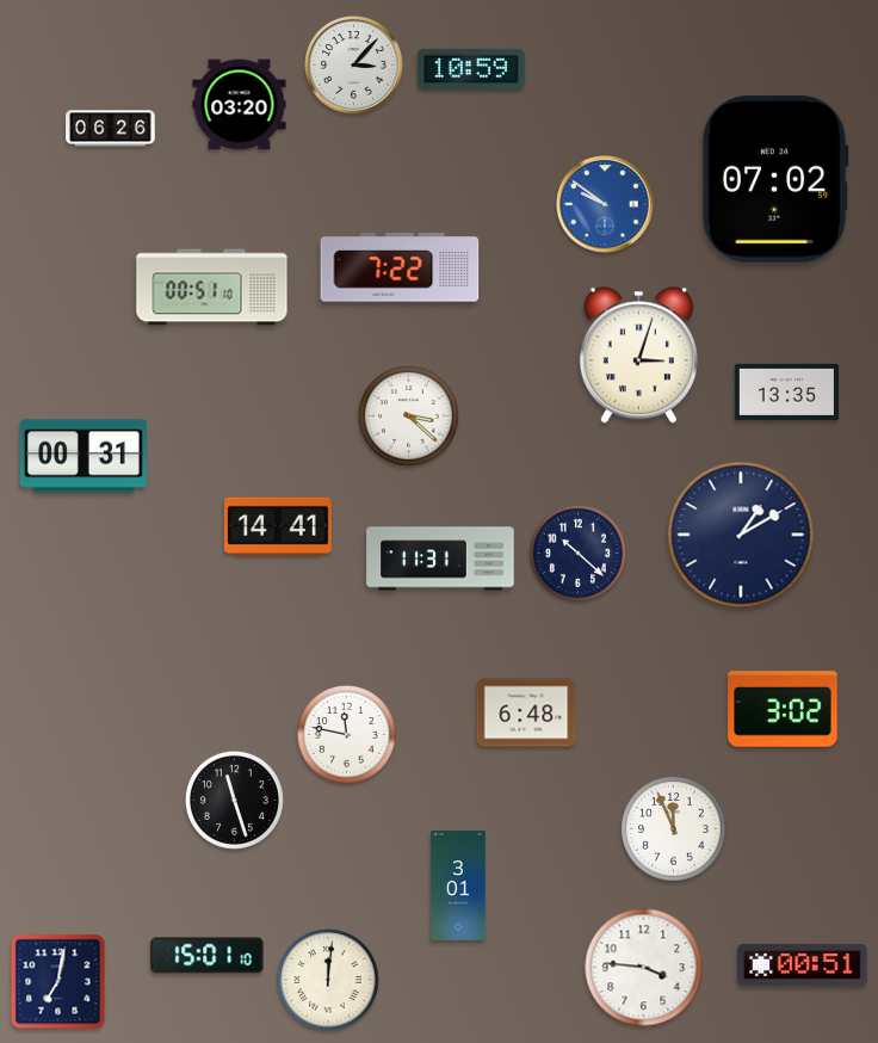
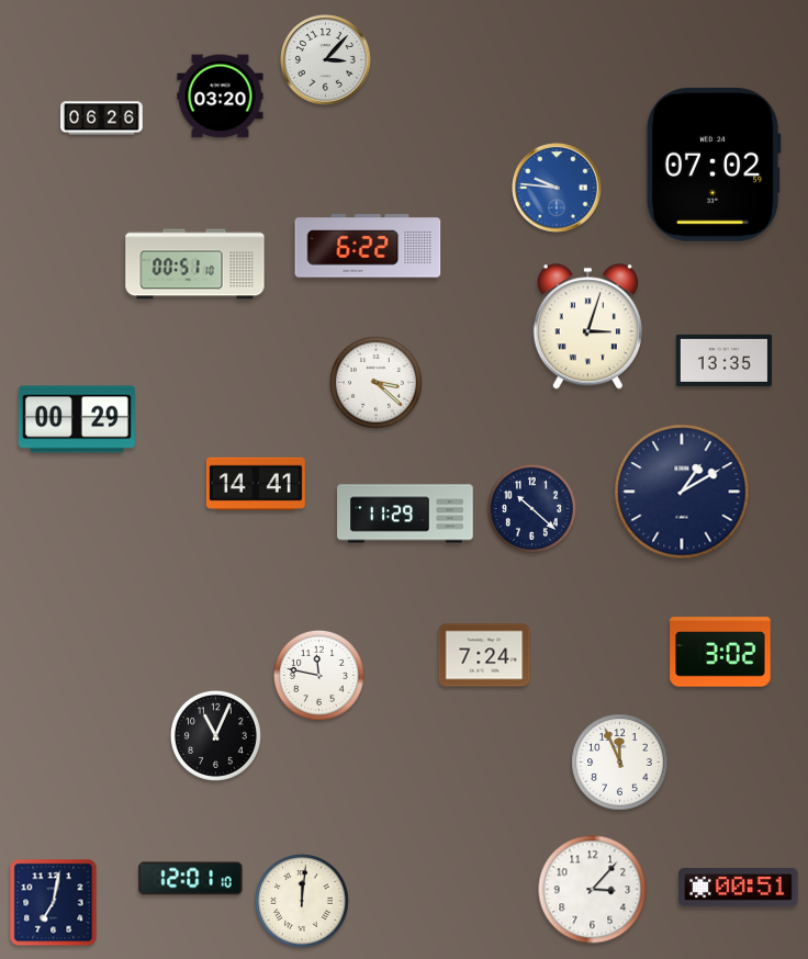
clock at (471, 69): 10:59 -> none
clock at (606, 205): 9:51 -> 9:46
clock at (400, 267): 7:22 -> 6:22
clock at (84, 456): 00:31 -> 00:29
clock at (440, 558): 11:31 -> 11:29
clock at (526, 712): 6:48 -> 7:24
clock at (234, 800): 11:27 -> 11:04
clock at (458, 885): 3:01 -> none
clock at (208, 956): 15:01 -> 12:01
clock at (644, 968): 3:46 -> 3:07
